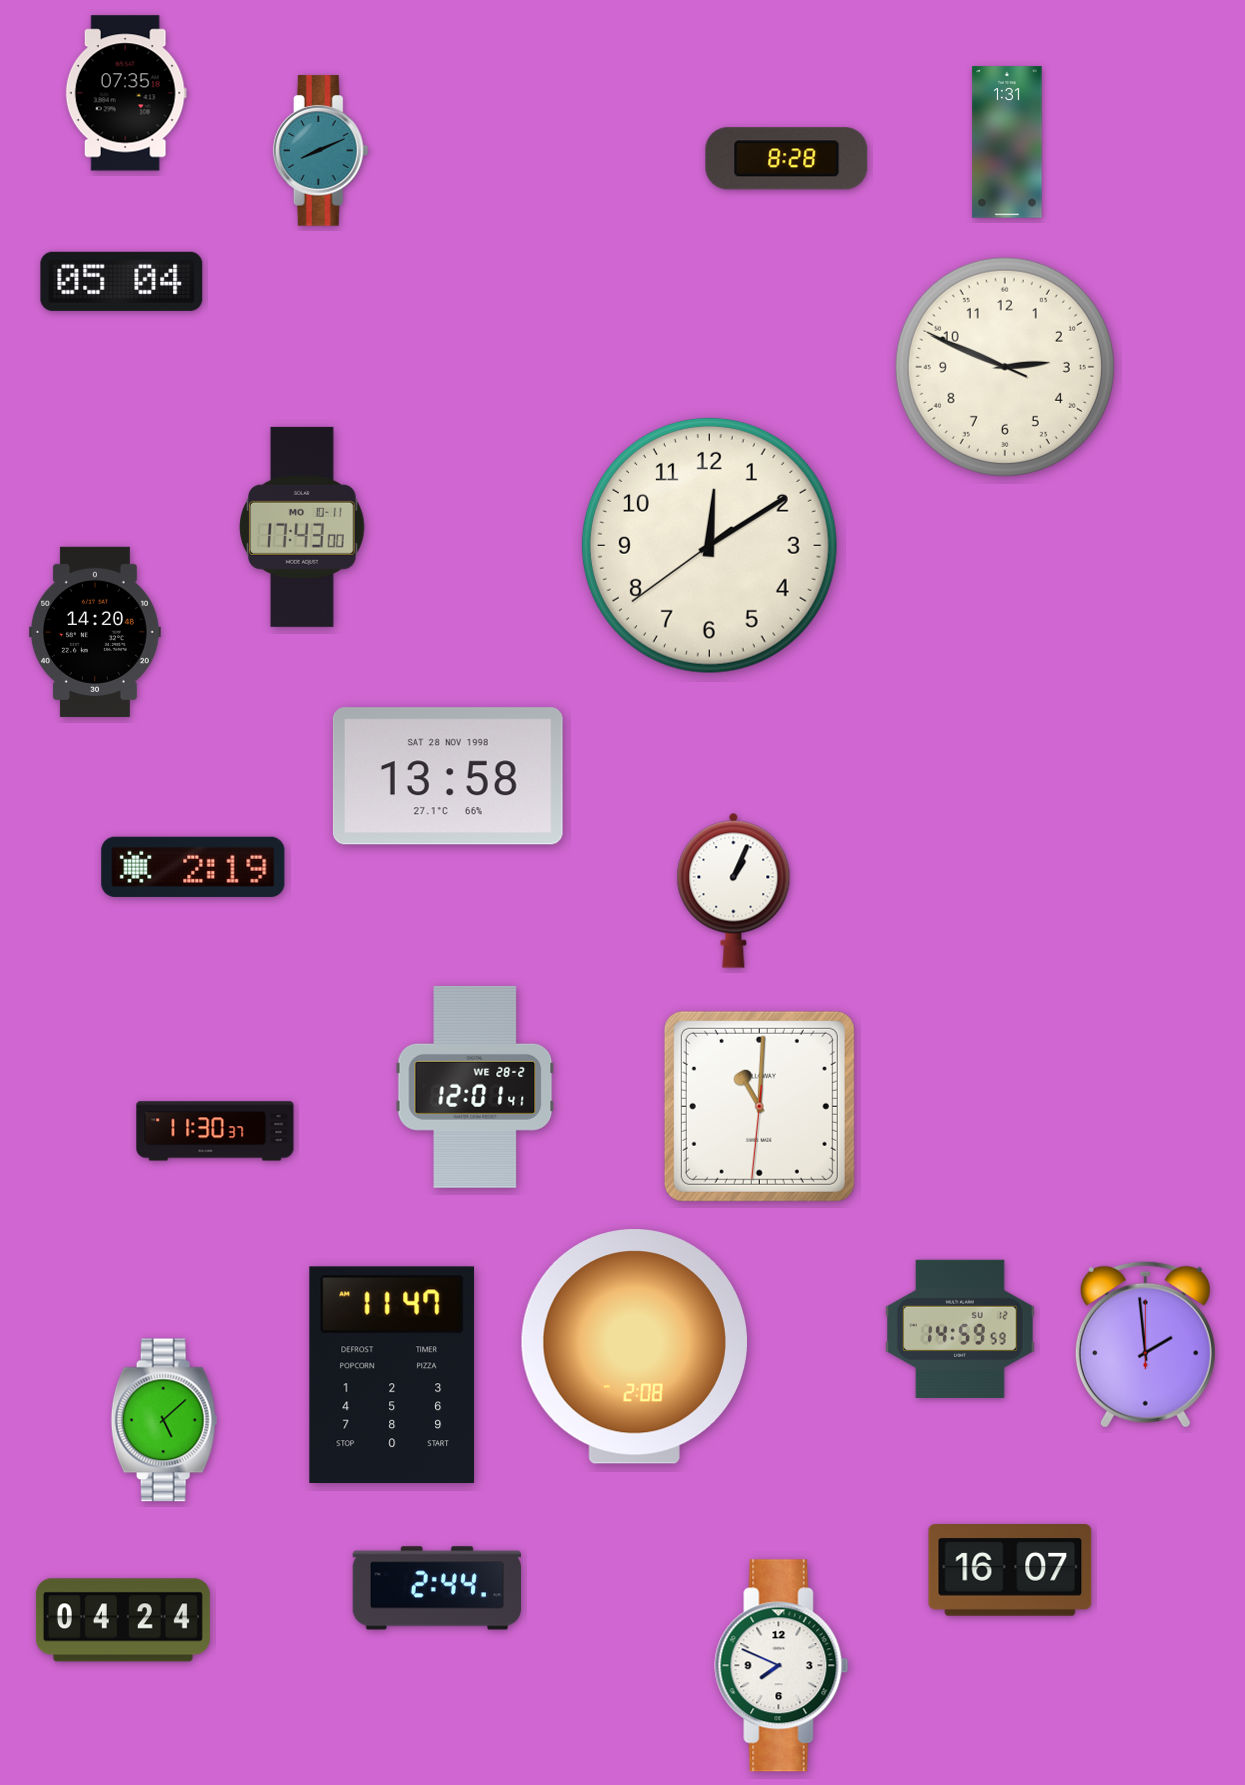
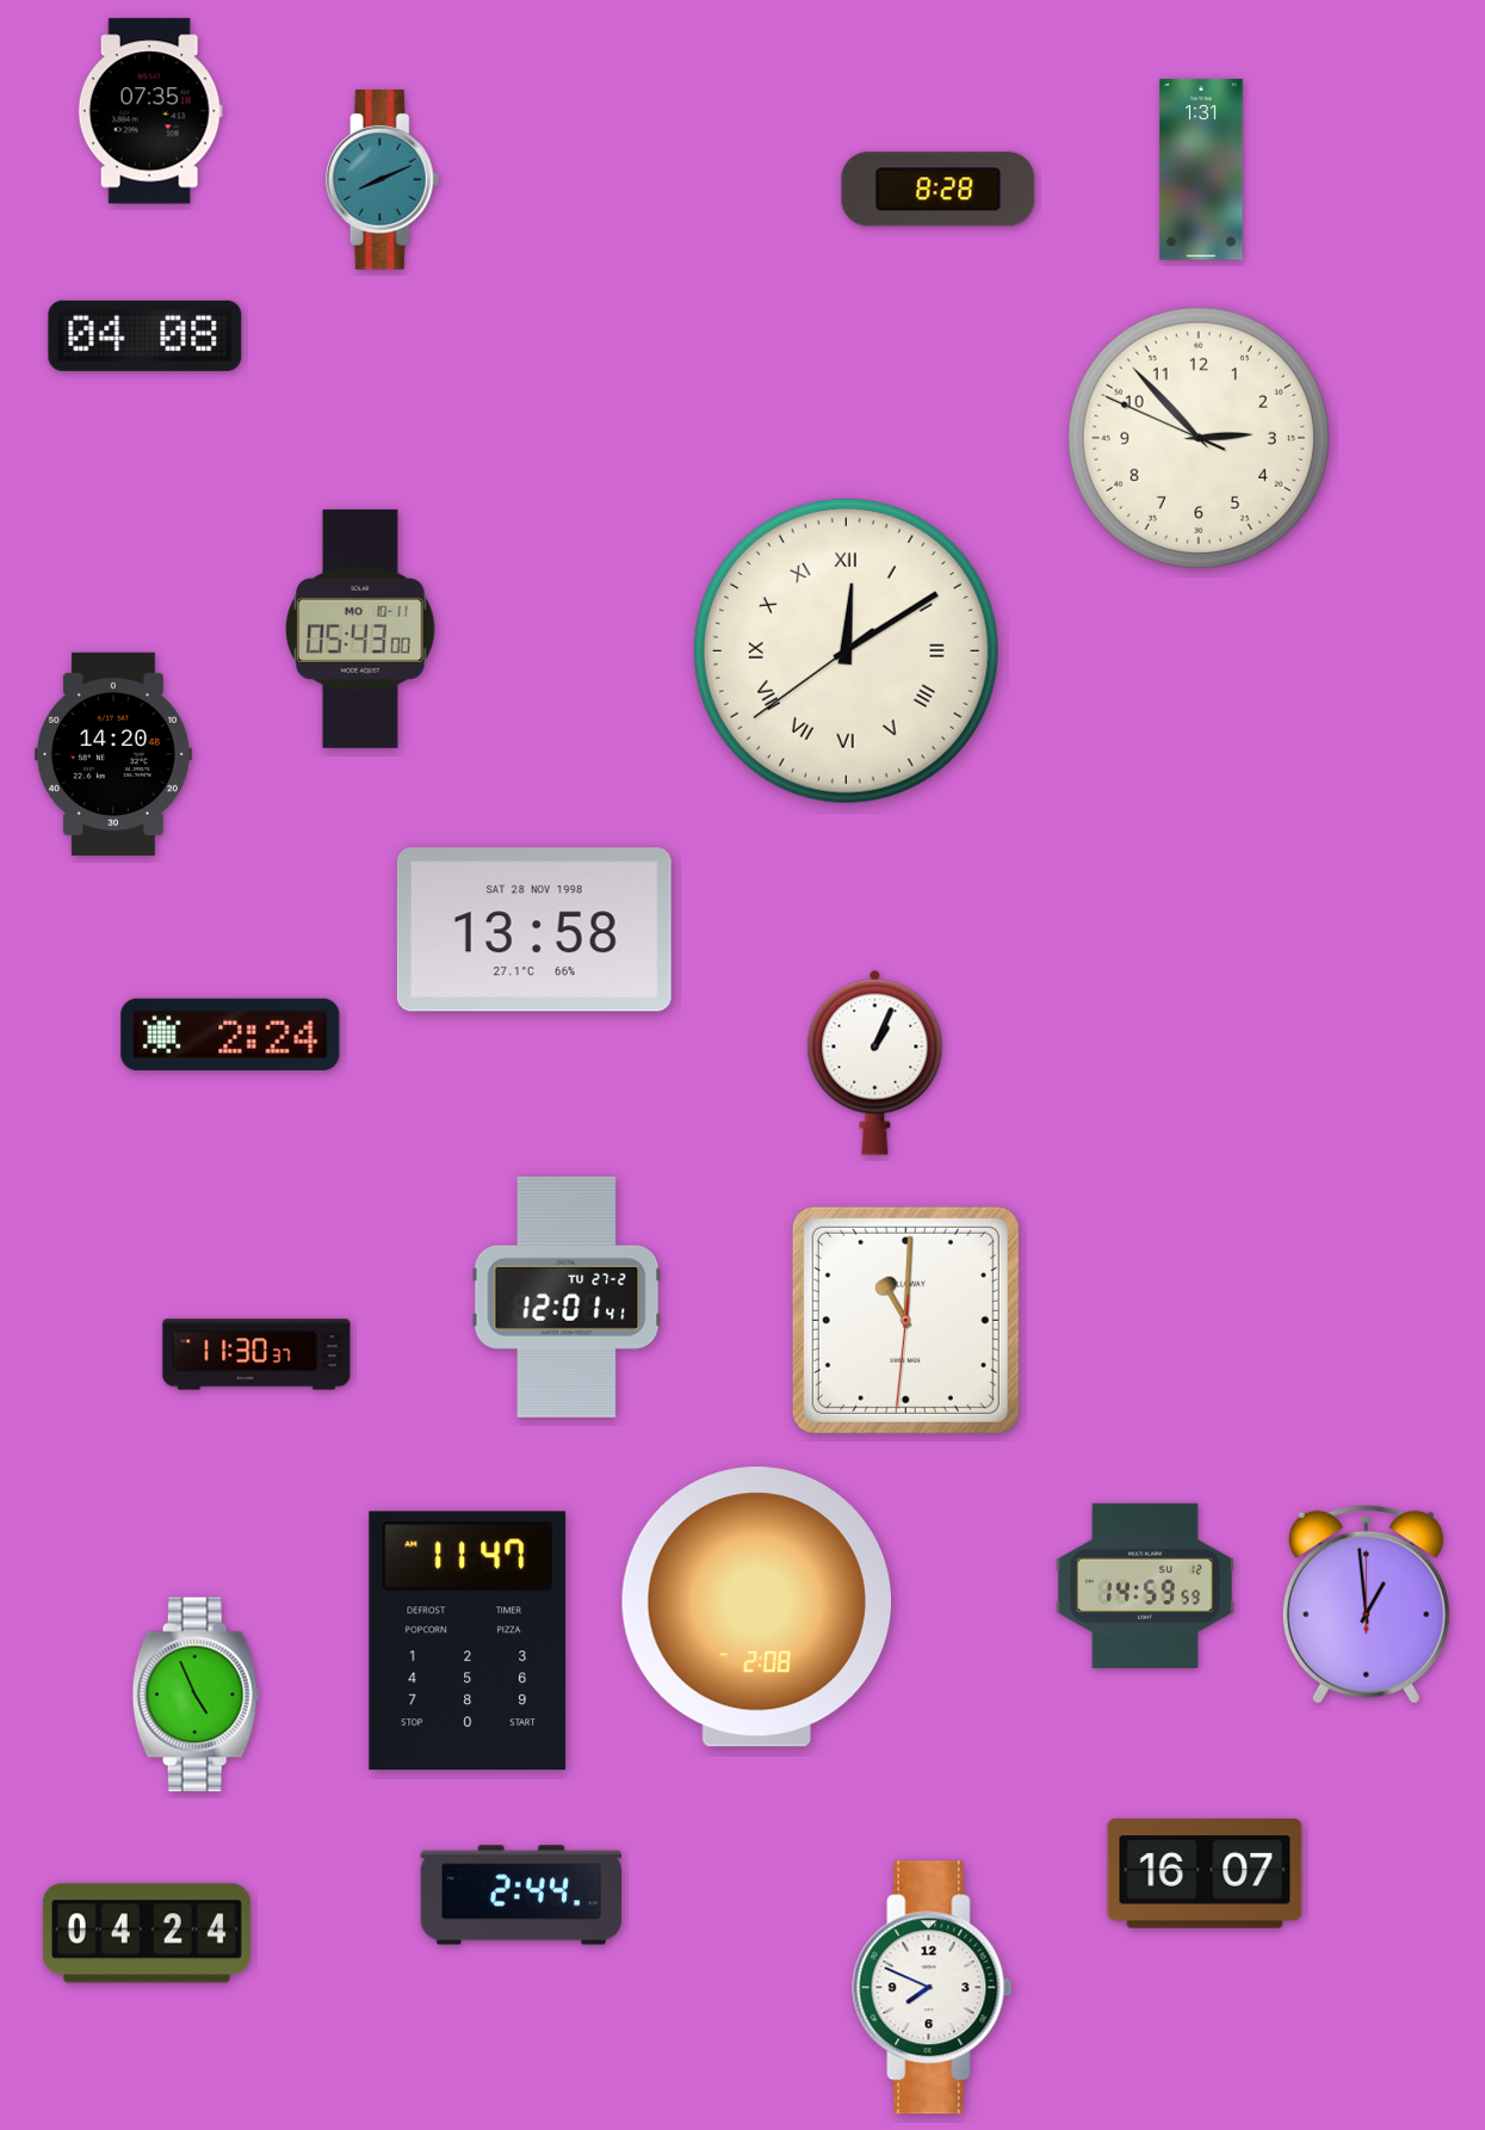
clock at (122, 281): 05:04 -> 04:08
clock at (1005, 367): 2:48 -> 2:52
clock at (302, 527): 17:43 -> 05:43
clock at (709, 545) numerals: Arabic -> Roman
clock at (448, 776) position: (448, 776) -> (534, 930)
clock at (193, 867): 2:19 -> 2:24
clock at (475, 1087) date: WE 28-2 -> TU 27-2
clock at (215, 1131) position: (215, 1131) -> (256, 1354)
clock at (1145, 1344): 1:59 -> 12:59
clock at (164, 1420): 5:08 -> 4:56
